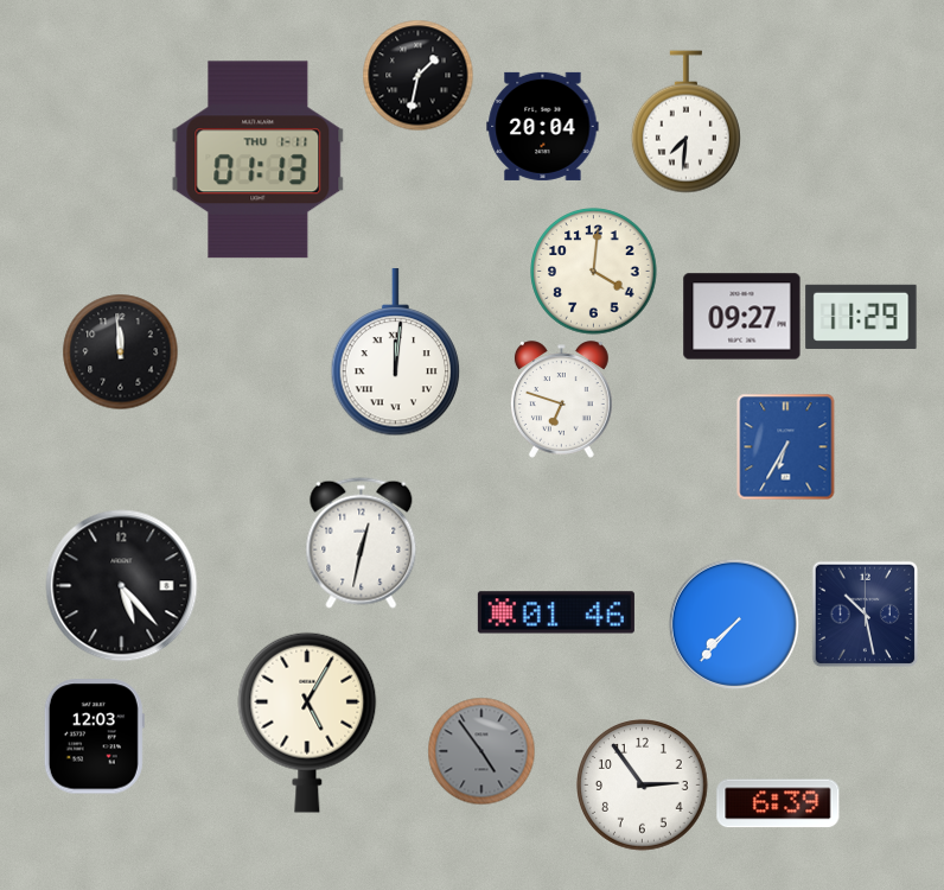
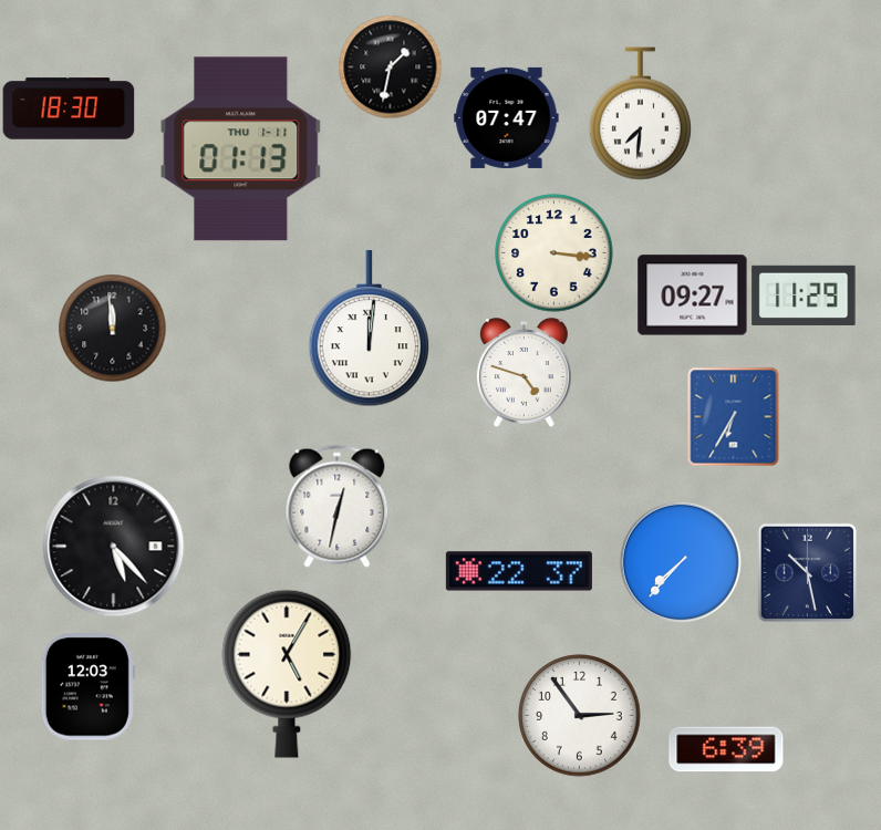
clock at (417, 75) position: (417, 75) -> (390, 66)
clock at (69, 108): none -> 18:30
clock at (543, 126): 20:04 -> 07:47
clock at (594, 272): 4:01 -> 3:16
clock at (561, 400): 6:48 -> 4:48
clock at (556, 612): 01:46 -> 22:37
clock at (734, 624) position: (734, 624) -> (681, 562)
clock at (481, 751): 4:54 -> none
clock at (643, 786) position: (643, 786) -> (580, 716)
